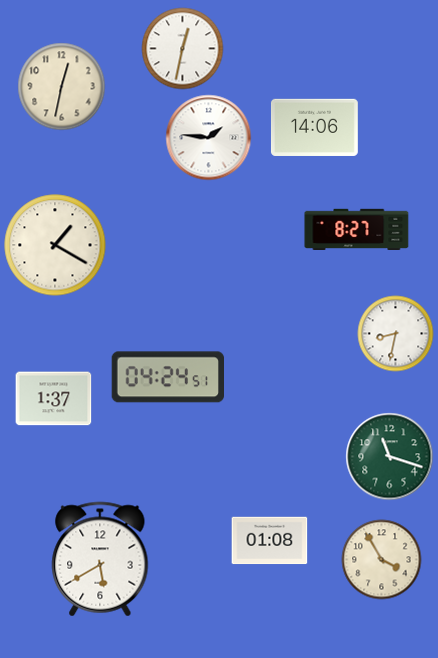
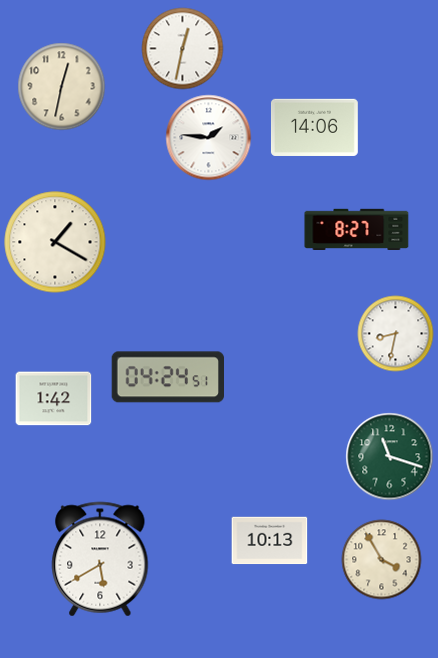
clock at (55, 245) position: (55, 245) -> (55, 242)
clock at (54, 399): 1:37 -> 1:42
clock at (270, 541): 01:08 -> 10:13
